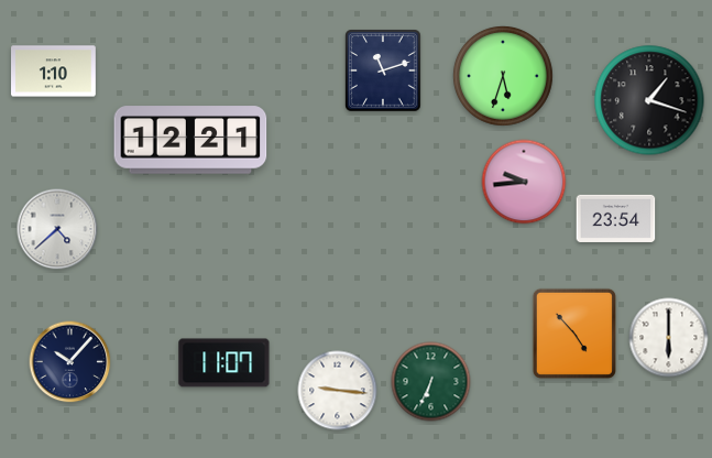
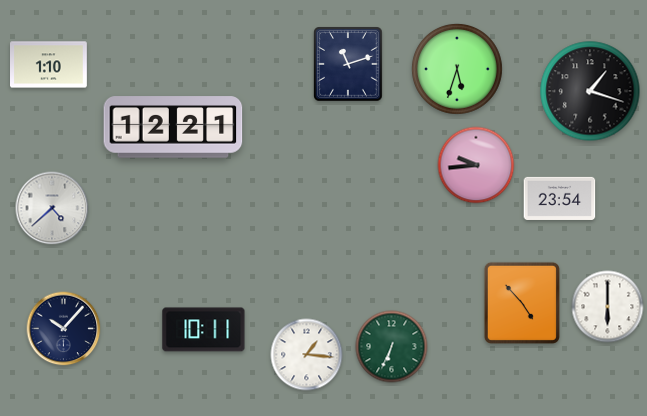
clock at (224, 363): 11:07 -> 10:11
clock at (338, 391): 9:16 -> 1:16
